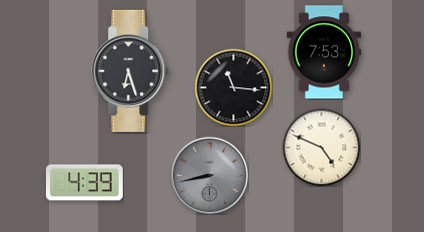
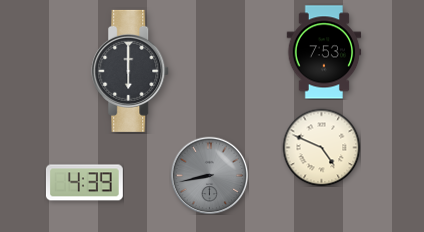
clock at (131, 71): 6:27 -> 6:00
clock at (233, 87): 11:16 -> none
